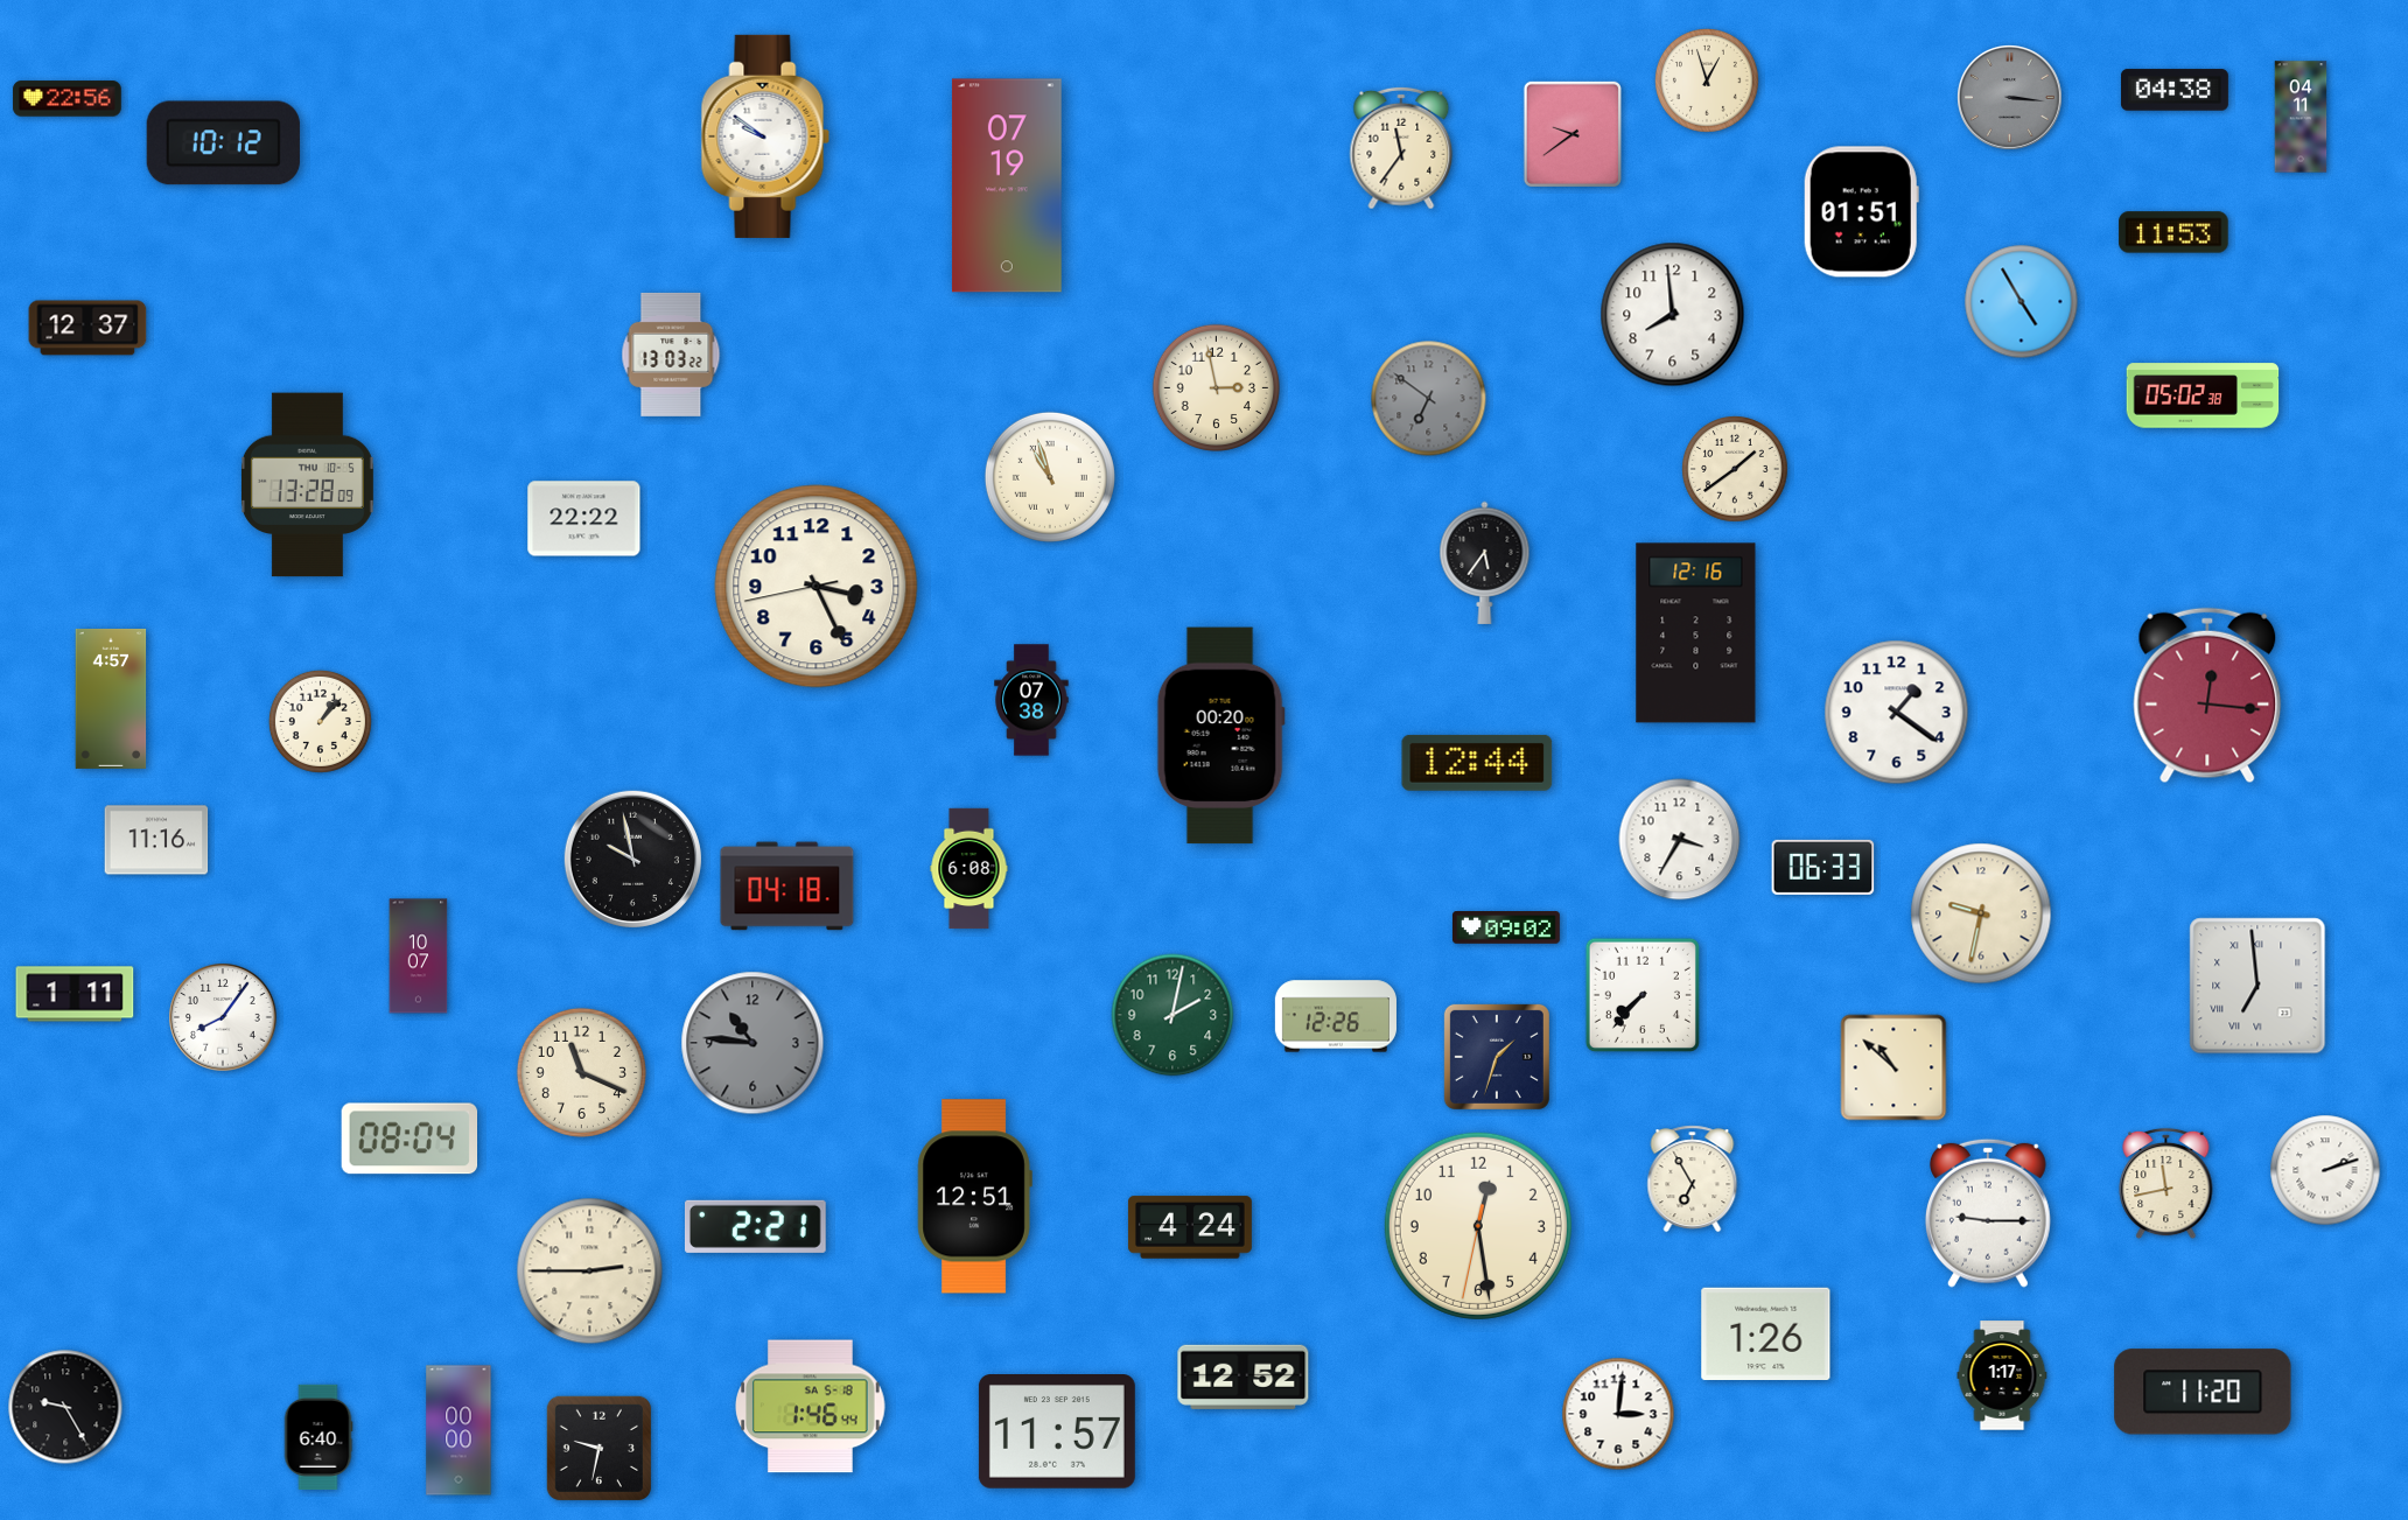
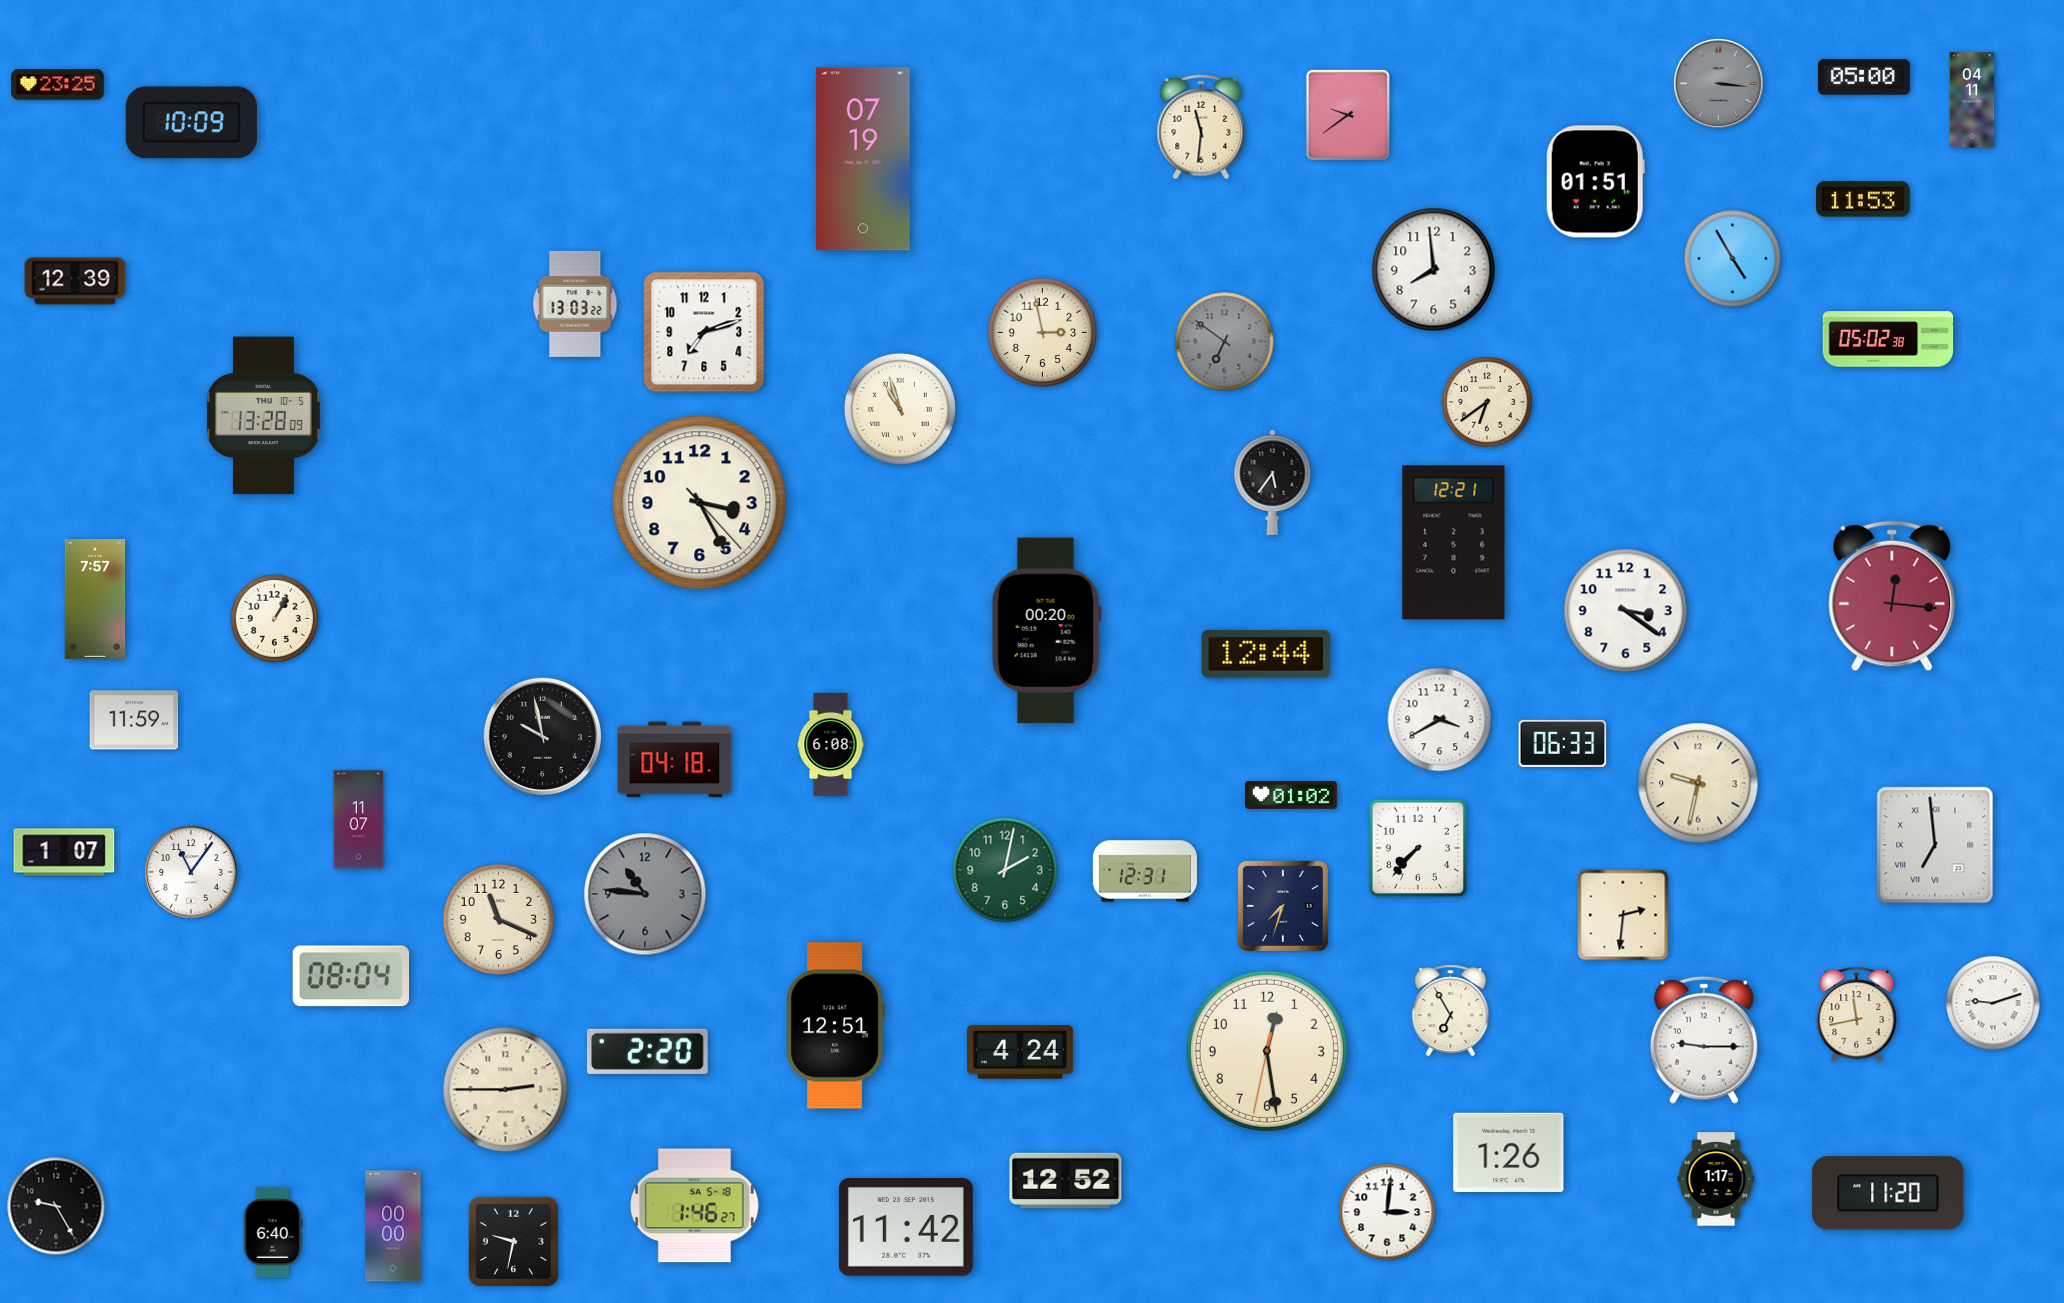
clock at (1707, 80): 12:57 -> none
clock at (2175, 90): 04:38 -> 05:00
clock at (2010, 98) position: (2010, 98) -> (1719, 84)
clock at (68, 99): 22:56 -> 23:25
clock at (765, 136): 9:51 -> none
clock at (223, 143): 10:12 -> 10:09
clock at (1401, 148): 11:36 -> 11:31
clock at (87, 328): 12:37 -> 12:39
clock at (704, 332): none -> 7:12
clock at (1735, 469): 1:39 -> 6:39
clock at (584, 519): 22:22 -> none
clock at (817, 587): 3:25:43 -> 3:25:23
clock at (1696, 633): 12:16 -> 12:21
clock at (111, 699): 4:57 -> 7:57
clock at (1031, 700): 07:38 -> none
clock at (1897, 713): 1:21 -> 3:21
clock at (320, 721): 1:07 -> 1:05
clock at (156, 840): 11:16 -> 11:59
clock at (1680, 840): 3:35 -> 3:40
clock at (1506, 929): 09:02 -> 01:02
clock at (419, 957): 10:07 -> 11:07
clock at (75, 994): 1:11 -> 1:07
clock at (1643, 995) position: (1643, 995) -> (1418, 848)
clock at (1336, 1016): 12:26 -> 12:31
clock at (223, 1017): 8:06 -> 11:06
clock at (1497, 1057): 1:33 -> 7:33
clock at (1894, 1067): 10:52 -> 2:31
clock at (2325, 1170): 2:12 -> 9:12
clock at (755, 1226): 2:21 -> 2:20
clock at (1766, 1333) position: (1766, 1333) -> (1509, 1152)
clock at (811, 1407): 1:46:44 -> 1:46:27
clock at (1057, 1433): 11:57 -> 11:42
